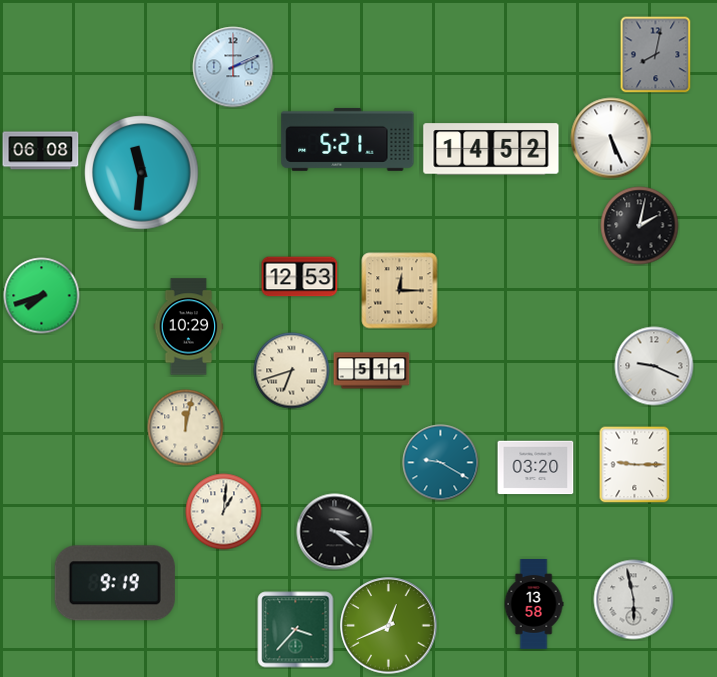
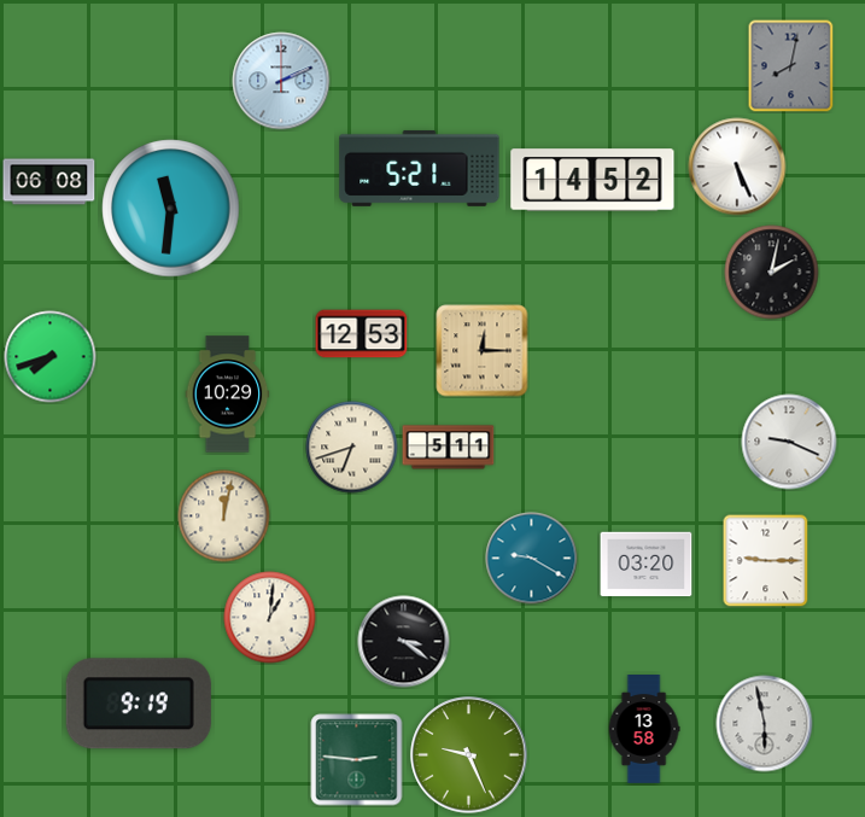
clock at (389, 626): 12:41 -> 9:26
clock at (296, 630): 3:37 -> 2:46
